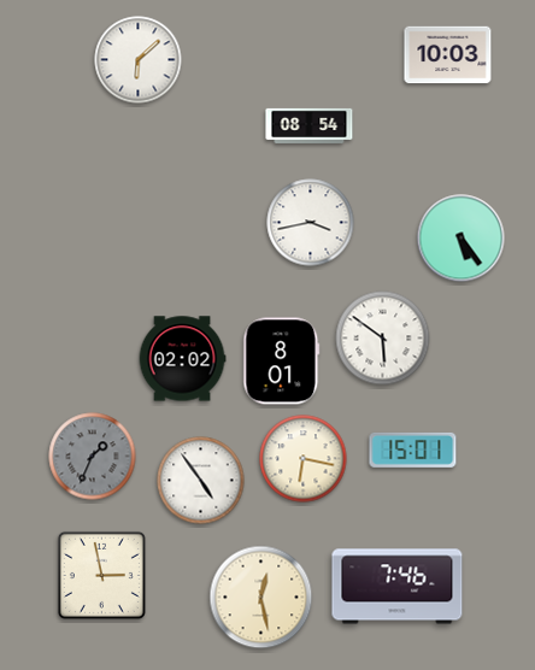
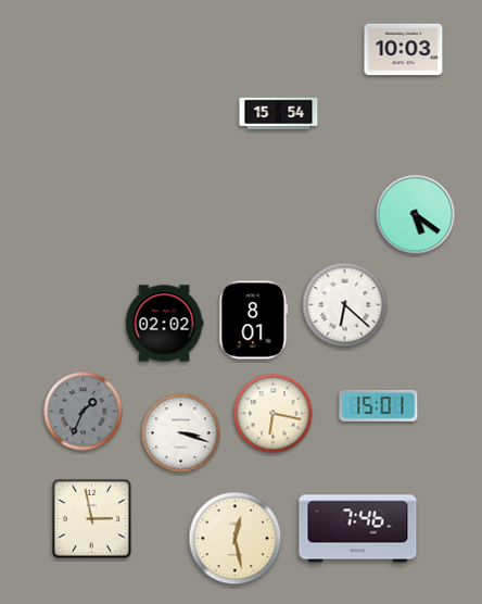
clock at (139, 60): 6:08 -> none
clock at (310, 125): 08:54 -> 15:54
clock at (311, 223): 3:43 -> none
clock at (461, 239): 5:24 -> 5:21
clock at (383, 339): 5:51 -> 6:22
clock at (282, 362) position: (282, 362) -> (254, 320)
clock at (413, 449) position: (413, 449) -> (379, 405)
clock at (201, 481): 4:54 -> 3:18
